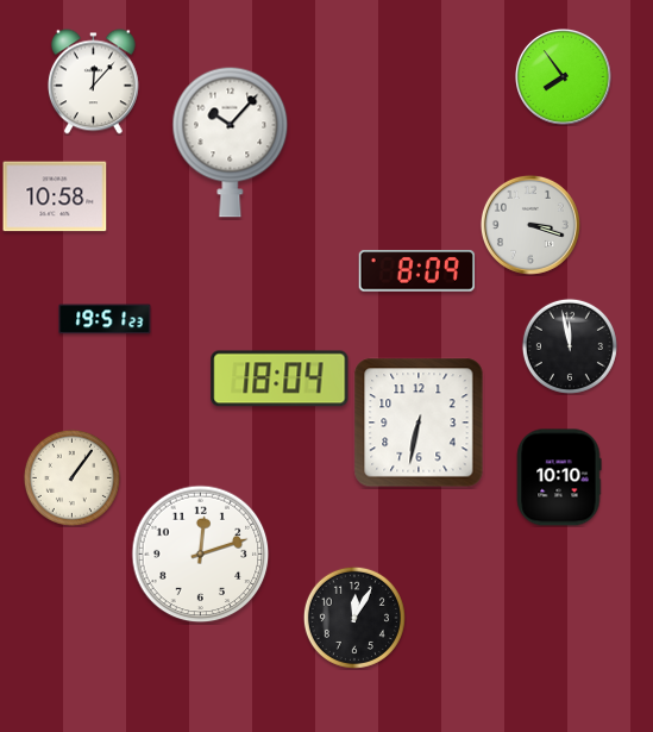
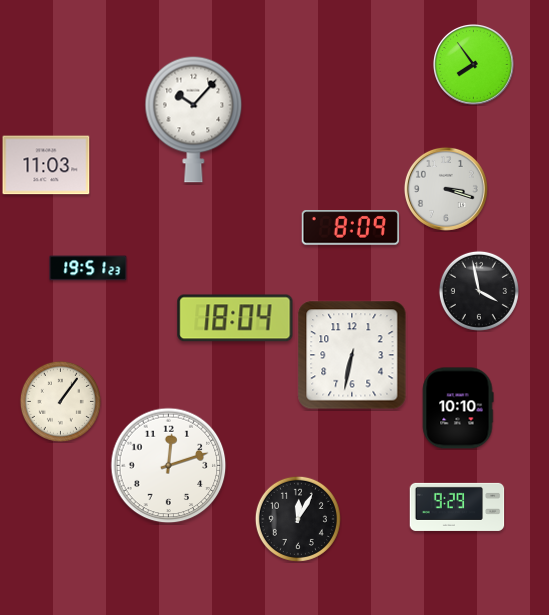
clock at (93, 82): 12:07 -> none
clock at (55, 196): 10:58 -> 11:03
clock at (570, 346): 11:58 -> 3:58
clock at (559, 477) position: (559, 477) -> (458, 408)
clock at (457, 507): none -> 9:29
